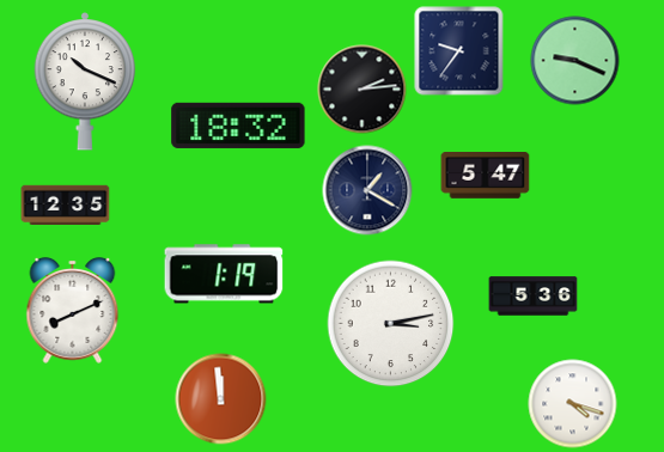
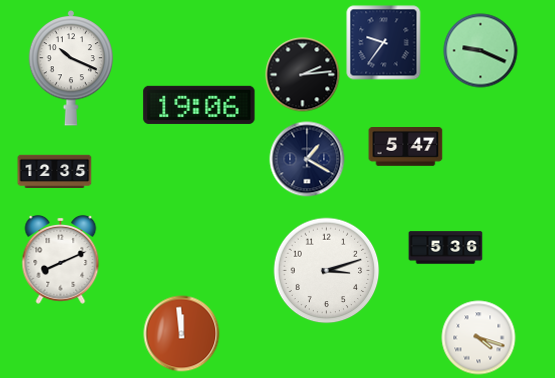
clock at (238, 126): 18:32 -> 19:06
clock at (224, 274): 1:19 -> none
clock at (391, 324): 3:13 -> 3:12
clock at (221, 399) position: (221, 399) -> (182, 334)
